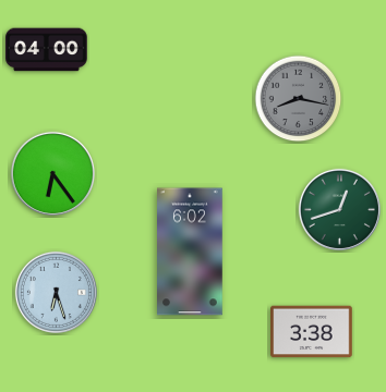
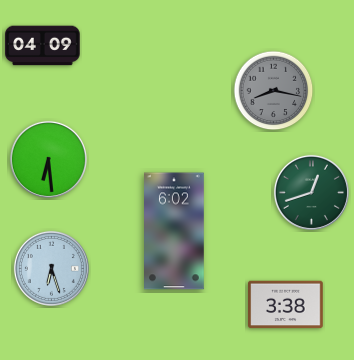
clock at (47, 50): 04:00 -> 04:09
clock at (52, 173): 6:24 -> 6:29
